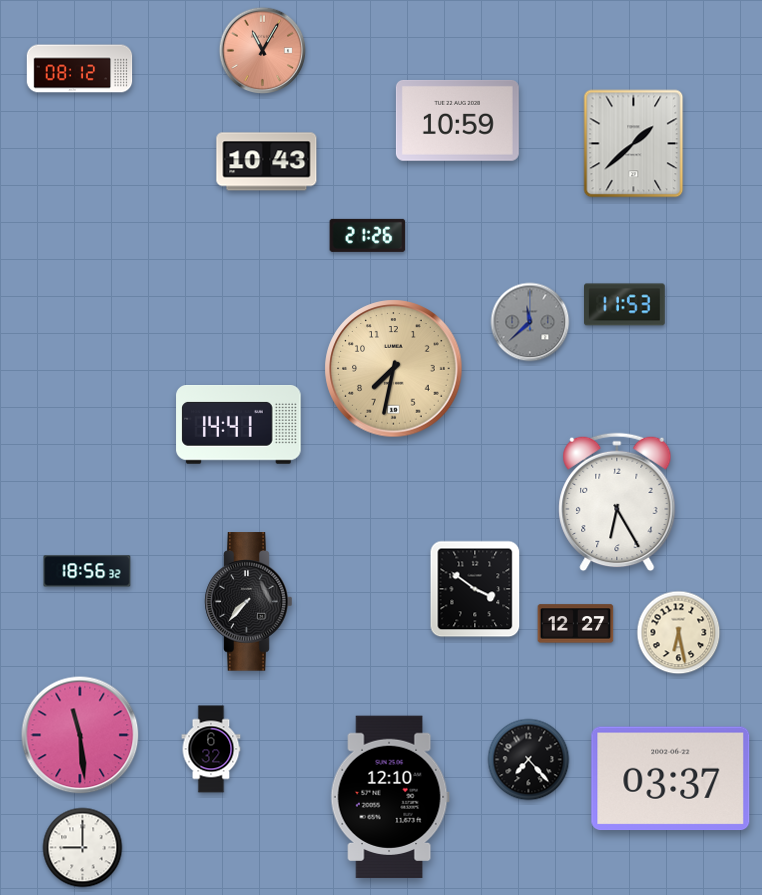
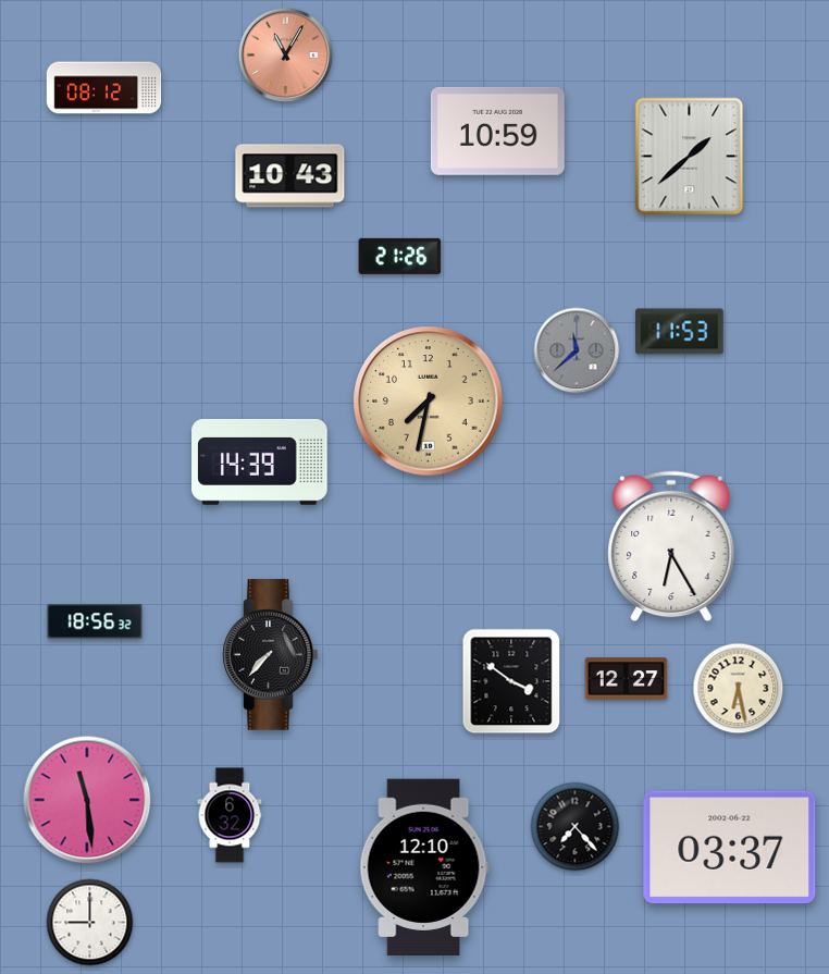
clock at (80, 69) position: (80, 69) -> (104, 88)
clock at (239, 425): 14:41 -> 14:39
clock at (475, 589) position: (475, 589) -> (511, 681)
